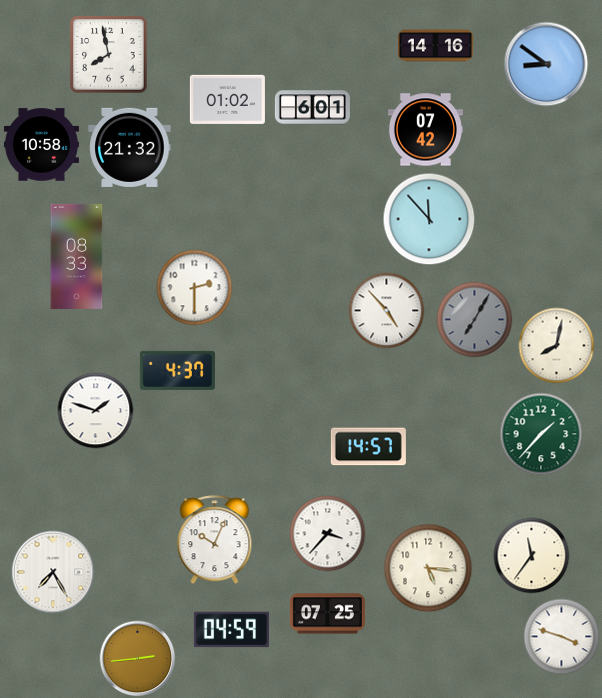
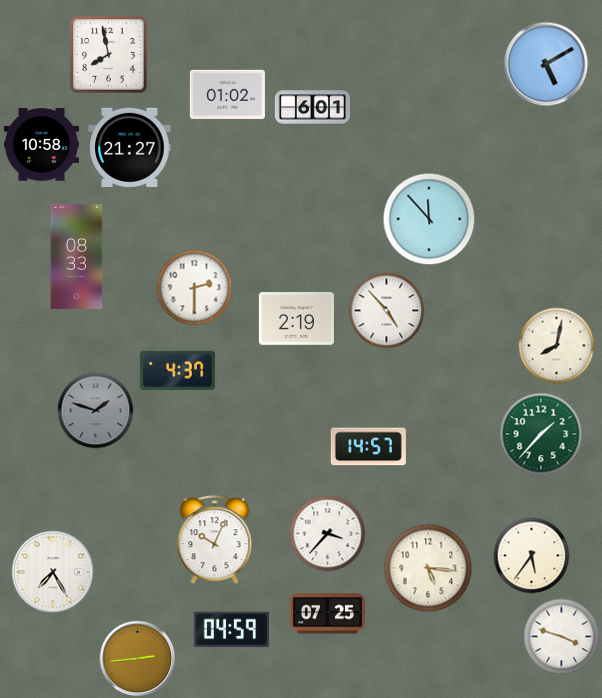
clock at (435, 46): 14:16 -> none
clock at (546, 64): 8:51 -> 5:10
clock at (227, 99) position: (227, 99) -> (227, 94)
clock at (425, 130): 07:42 -> none
clock at (130, 147): 21:32 -> 21:27
clock at (296, 319): none -> 2:19
clock at (475, 320): 7:05 -> none
clock at (96, 411) dial: white -> grey
clock at (532, 556): 11:36 -> 5:36
